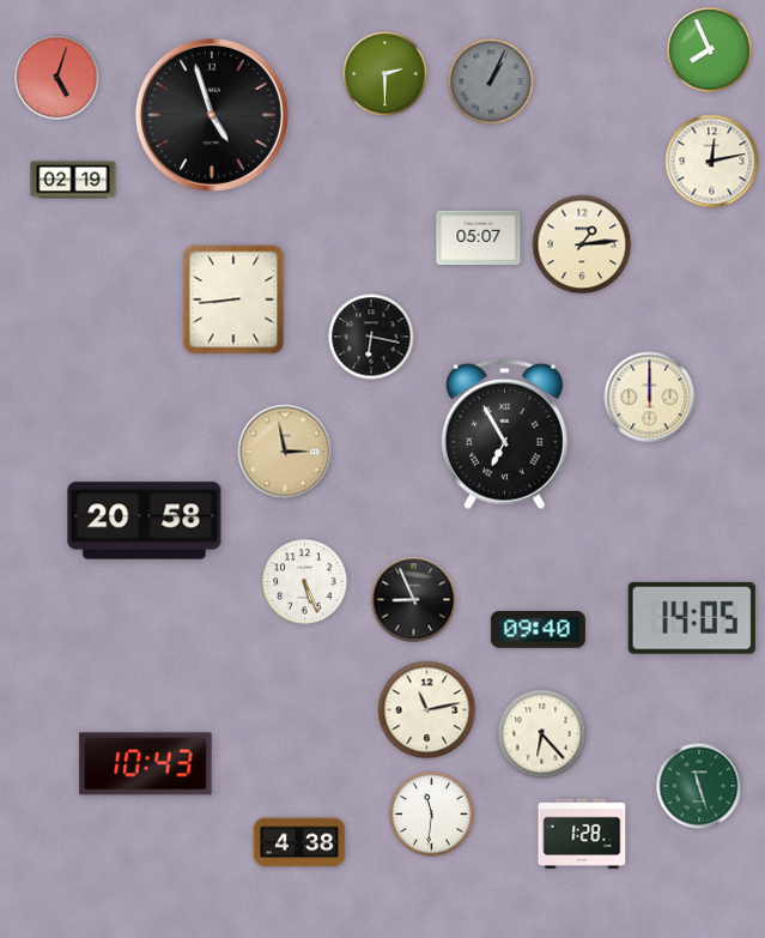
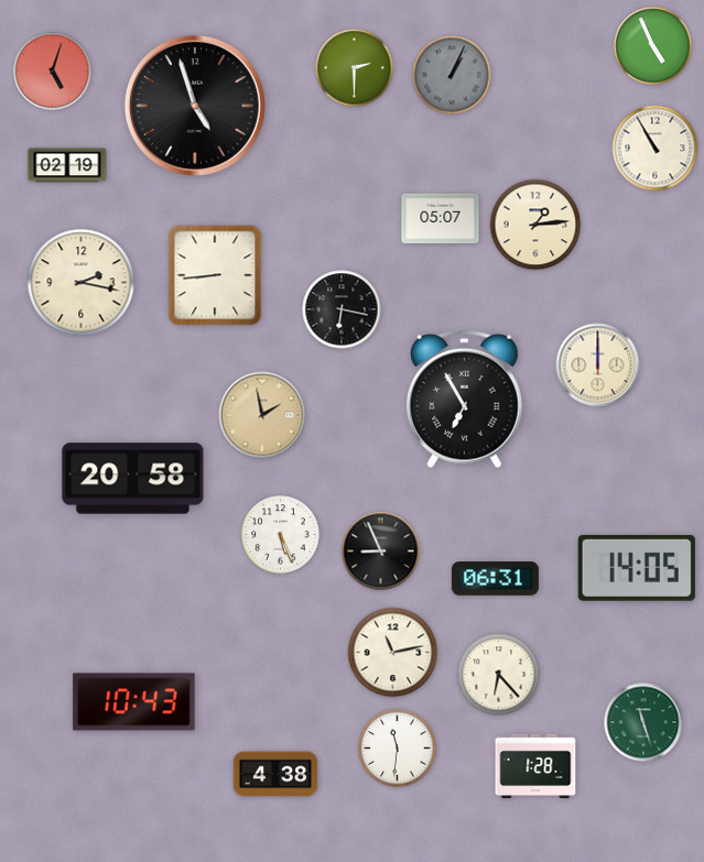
clock at (710, 50): 7:56 -> 4:56
clock at (712, 162): 12:13 -> 10:55
clock at (82, 283): none -> 2:17
clock at (285, 452): 2:58 -> 1:58
clock at (538, 630): 09:40 -> 06:31
